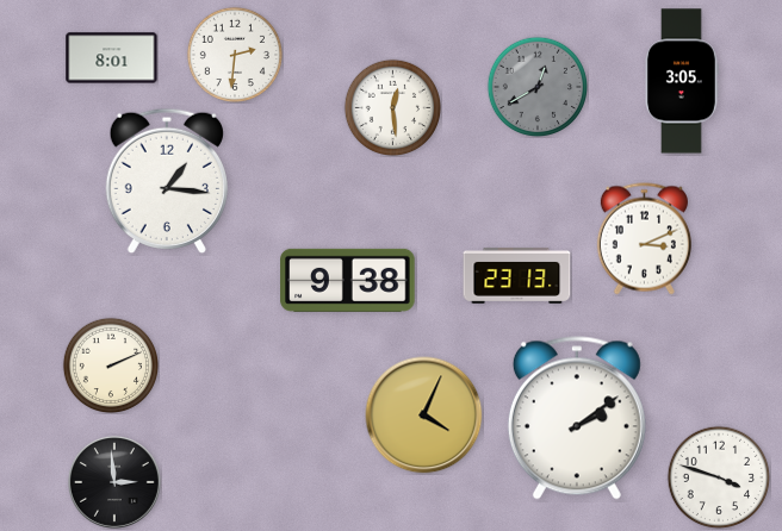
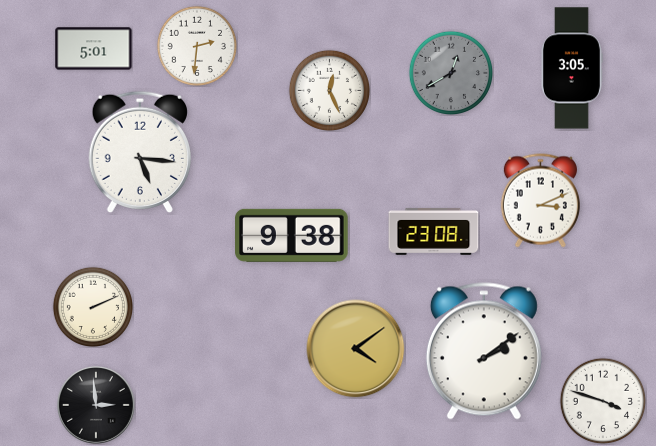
clock at (112, 58): 8:01 -> 5:01
clock at (392, 107): 12:29 -> 12:26
clock at (166, 180): 1:16 -> 5:16
clock at (517, 275): 23:13 -> 23:08
clock at (424, 416): 4:04 -> 4:09
